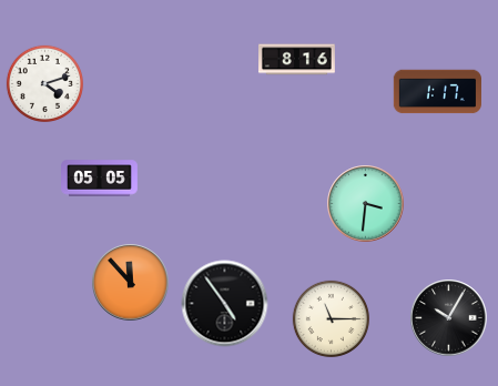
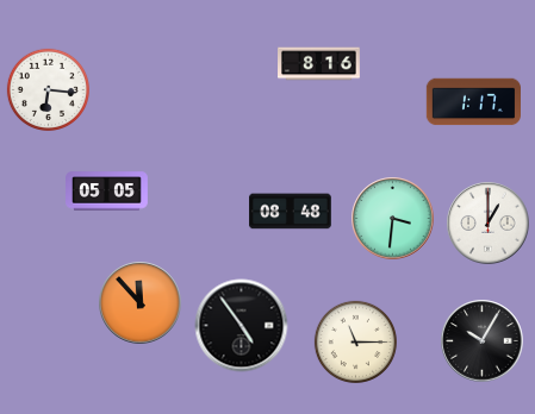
clock at (44, 83): 4:12 -> 6:16
clock at (438, 92) position: (438, 92) -> (474, 102)
clock at (291, 212): none -> 08:48
clock at (489, 224): none -> 1:00
